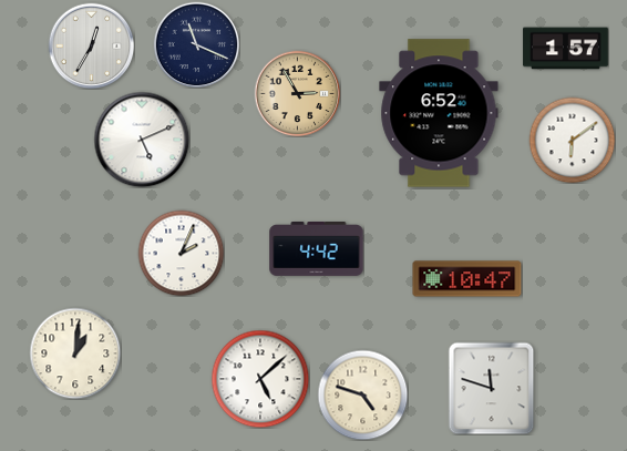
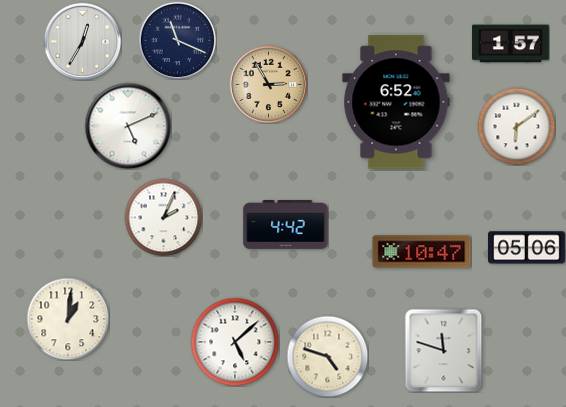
clock at (181, 253) position: (181, 253) -> (163, 217)
clock at (527, 248): none -> 05:06
